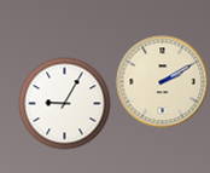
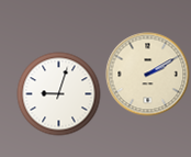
clock at (65, 104): 9:05 -> 9:03
